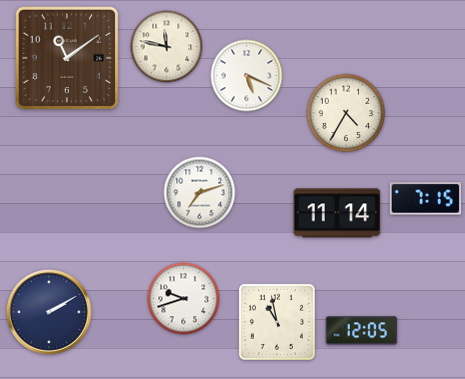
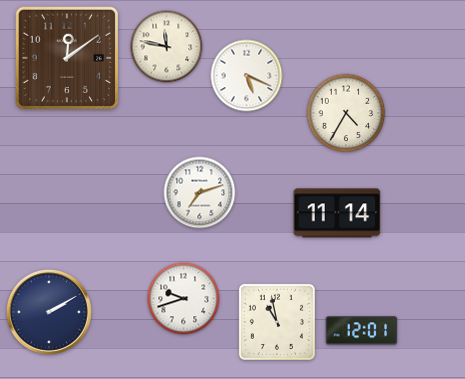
clock at (66, 57): 11:09 -> 12:09
clock at (426, 199): 7:15 -> none
clock at (362, 331): 12:05 -> 12:01
